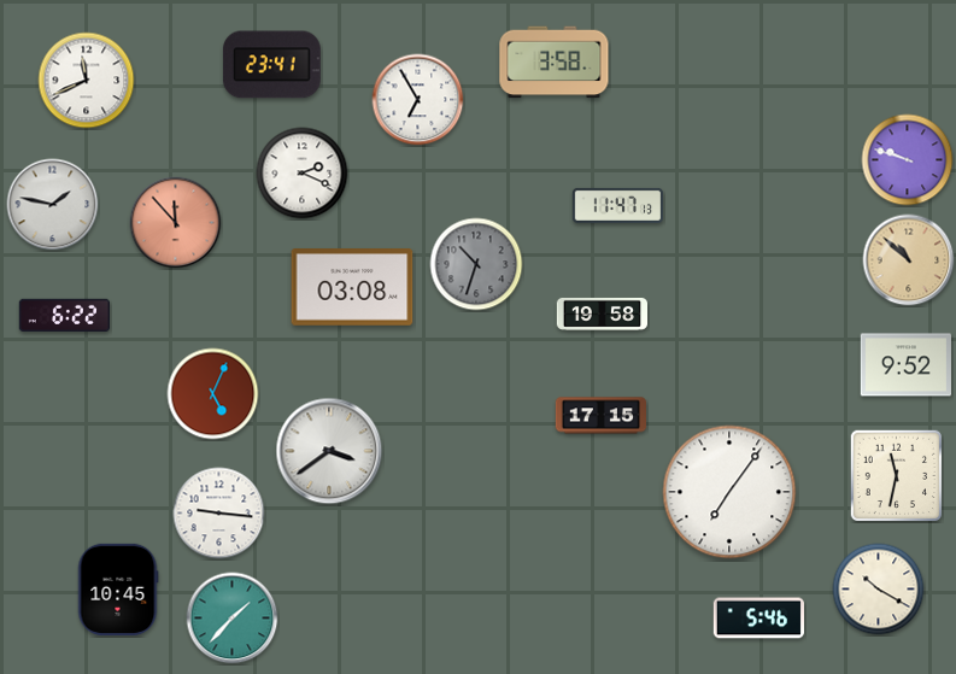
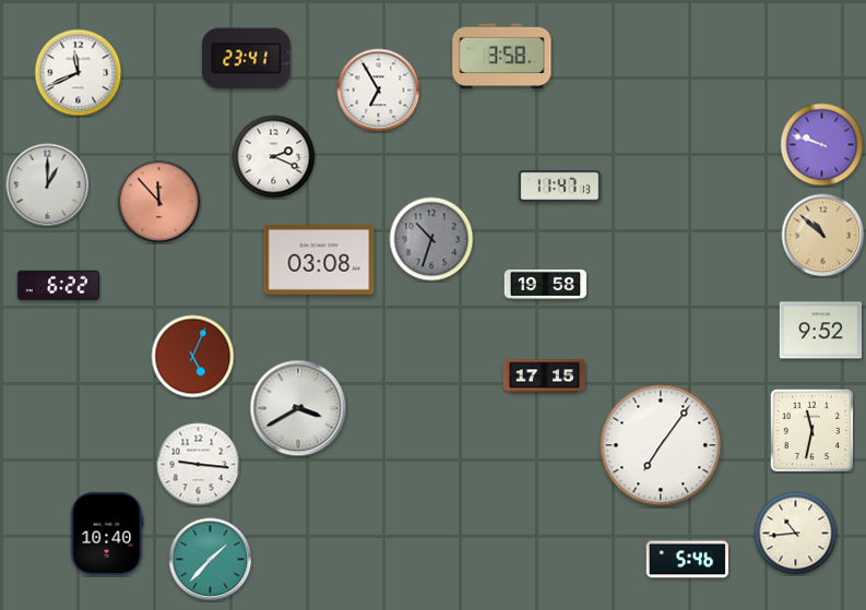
clock at (53, 205): 1:47 -> 1:00
clock at (329, 451): 3:39 -> 3:40
clock at (118, 590): 10:45 -> 10:40
clock at (879, 590): 10:20 -> 10:44
